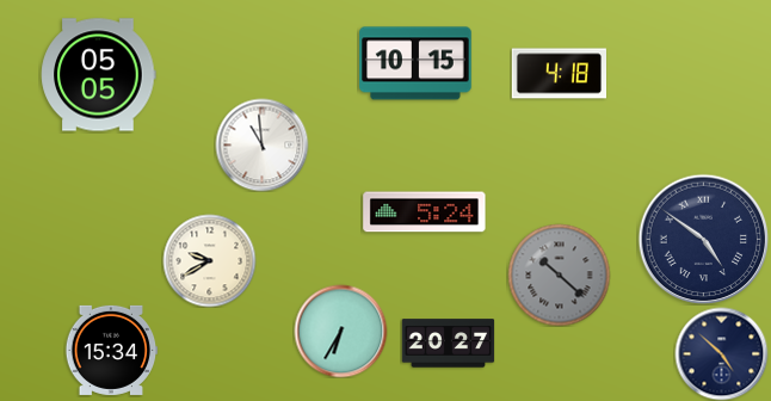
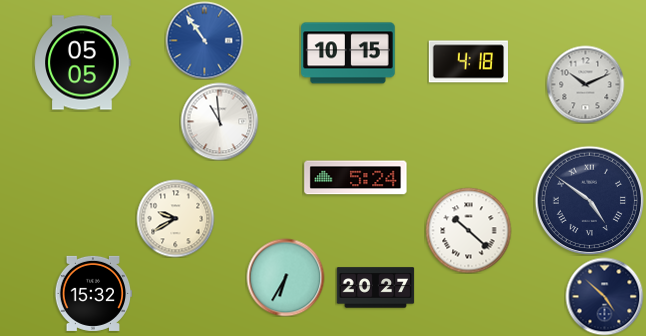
clock at (204, 40): none -> 10:54
clock at (585, 84): none -> 10:11
clock at (559, 274) dial: grey -> white
clock at (111, 350): 15:34 -> 15:32
